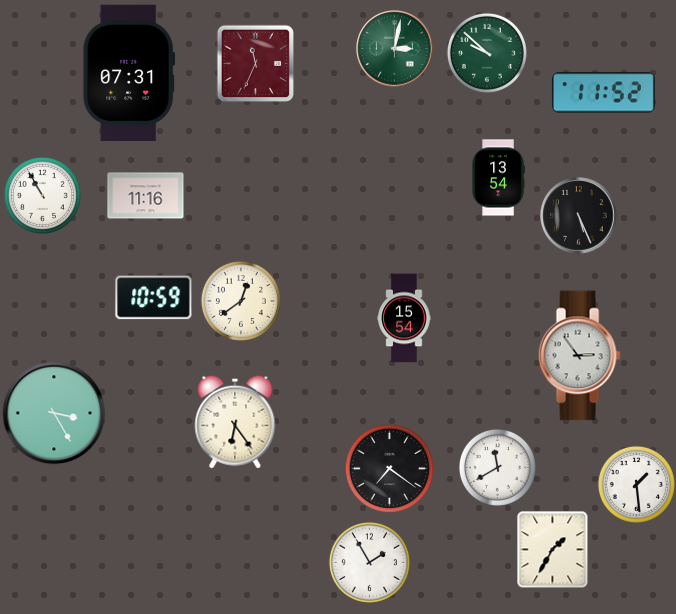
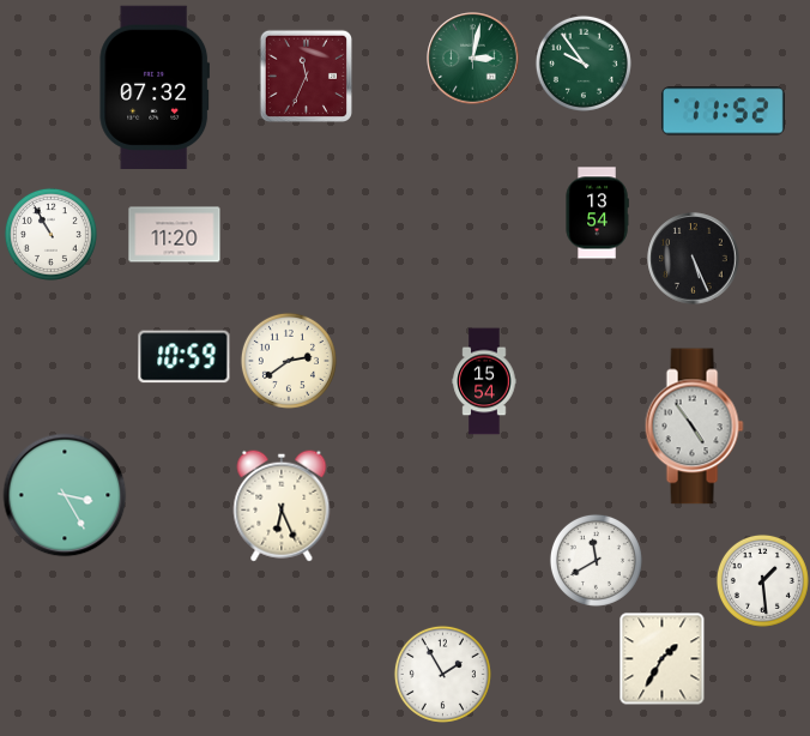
clock at (487, 53): 9:52 -> 9:54
clock at (129, 72): 07:31 -> 07:32
clock at (146, 196): 11:16 -> 11:20
clock at (241, 301): 12:39 -> 2:39
clock at (579, 356): 2:54 -> 4:54
clock at (235, 422): 6:24 -> 6:26
clock at (389, 468): 7:21 -> none
